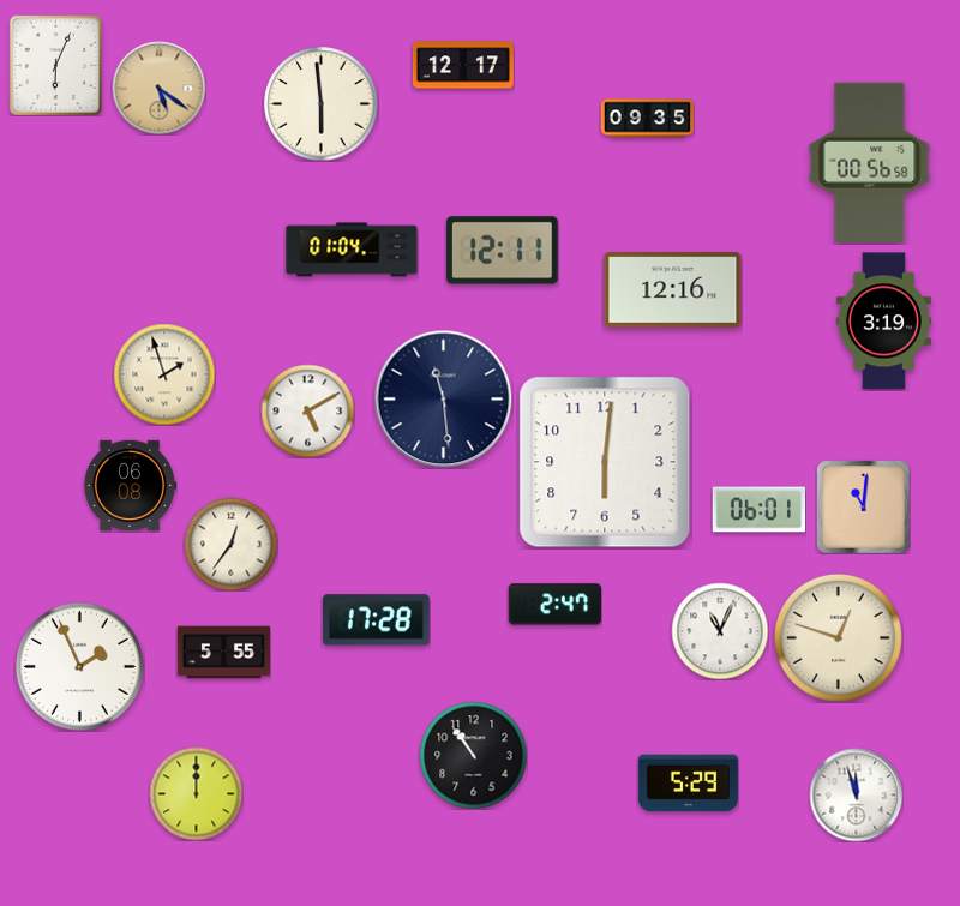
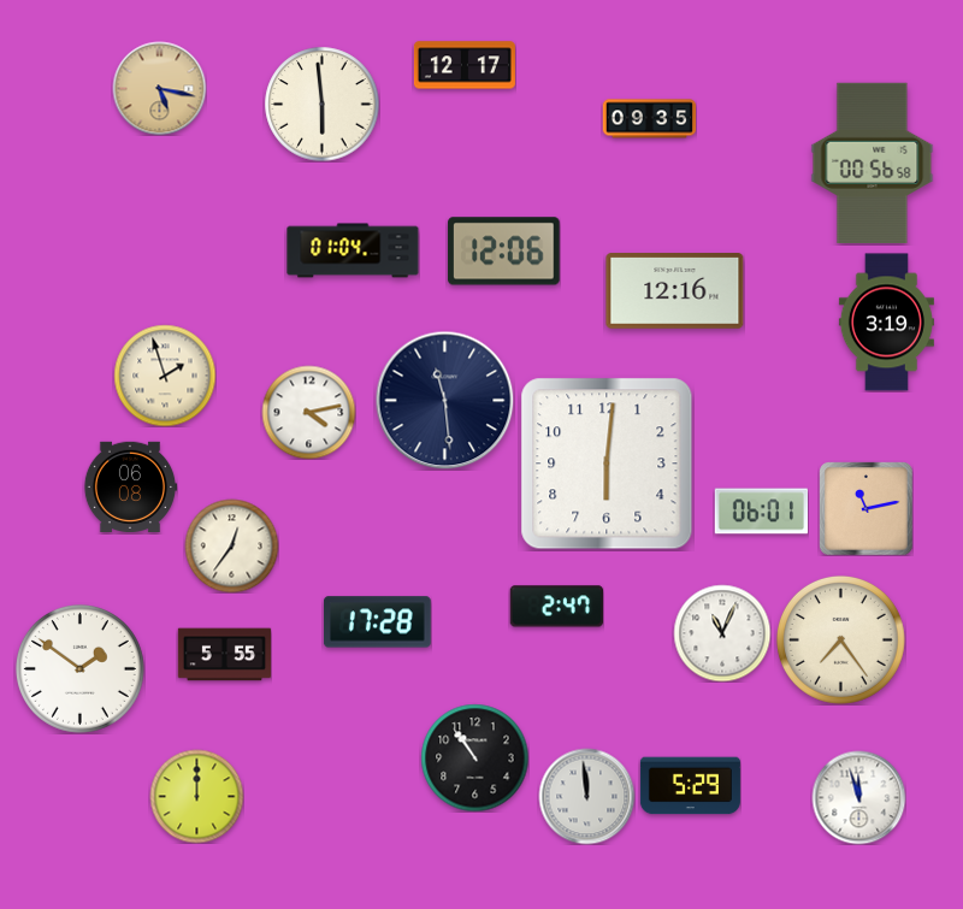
clock at (55, 65): 6:04 -> none
clock at (158, 88): 5:21 -> 5:17
clock at (503, 251): 12:11 -> 12:06
clock at (307, 410): 5:10 -> 4:13
clock at (863, 506): 11:01 -> 11:13
clock at (838, 637): 12:48 -> 7:24
clock at (79, 666): 1:56 -> 1:51
clock at (586, 796): none -> 11:59
